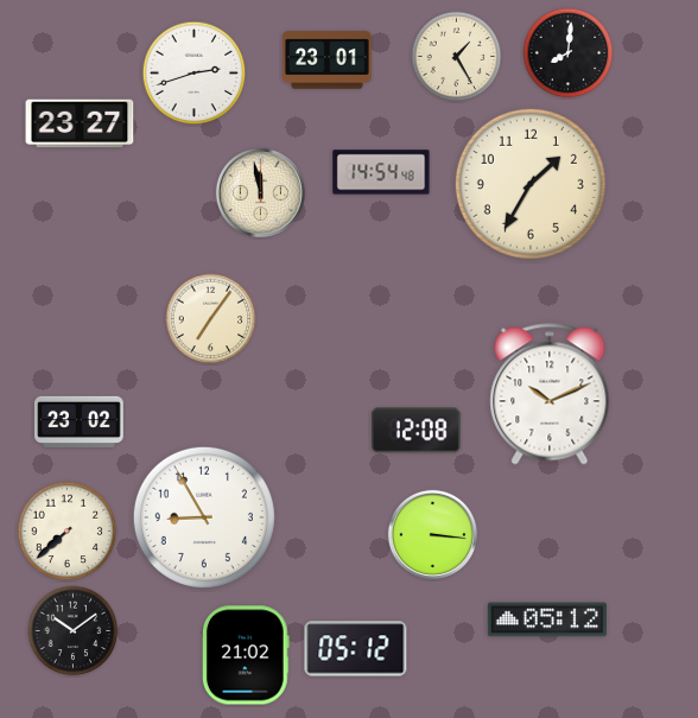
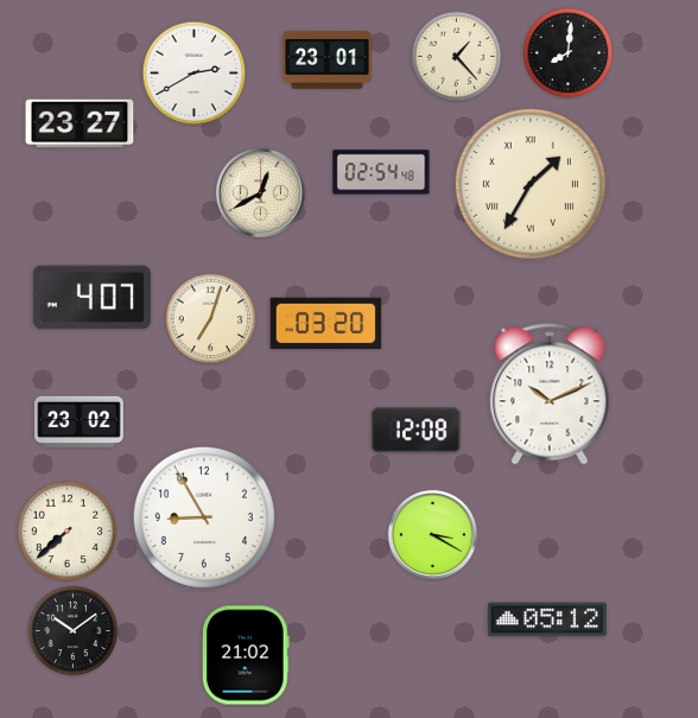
clock at (457, 57): 1:25 -> 1:23
clock at (195, 74): 2:42 -> 2:40
clock at (381, 172): 14:54 -> 02:54
clock at (531, 184) numerals: Arabic -> Roman
clock at (260, 192): 11:58 -> 12:40
clock at (91, 298): none -> 4:07
clock at (211, 319): 7:06 -> 7:03
clock at (326, 324): none -> 03:20
clock at (432, 534): 3:16 -> 3:20
clock at (356, 649): 05:12 -> none
